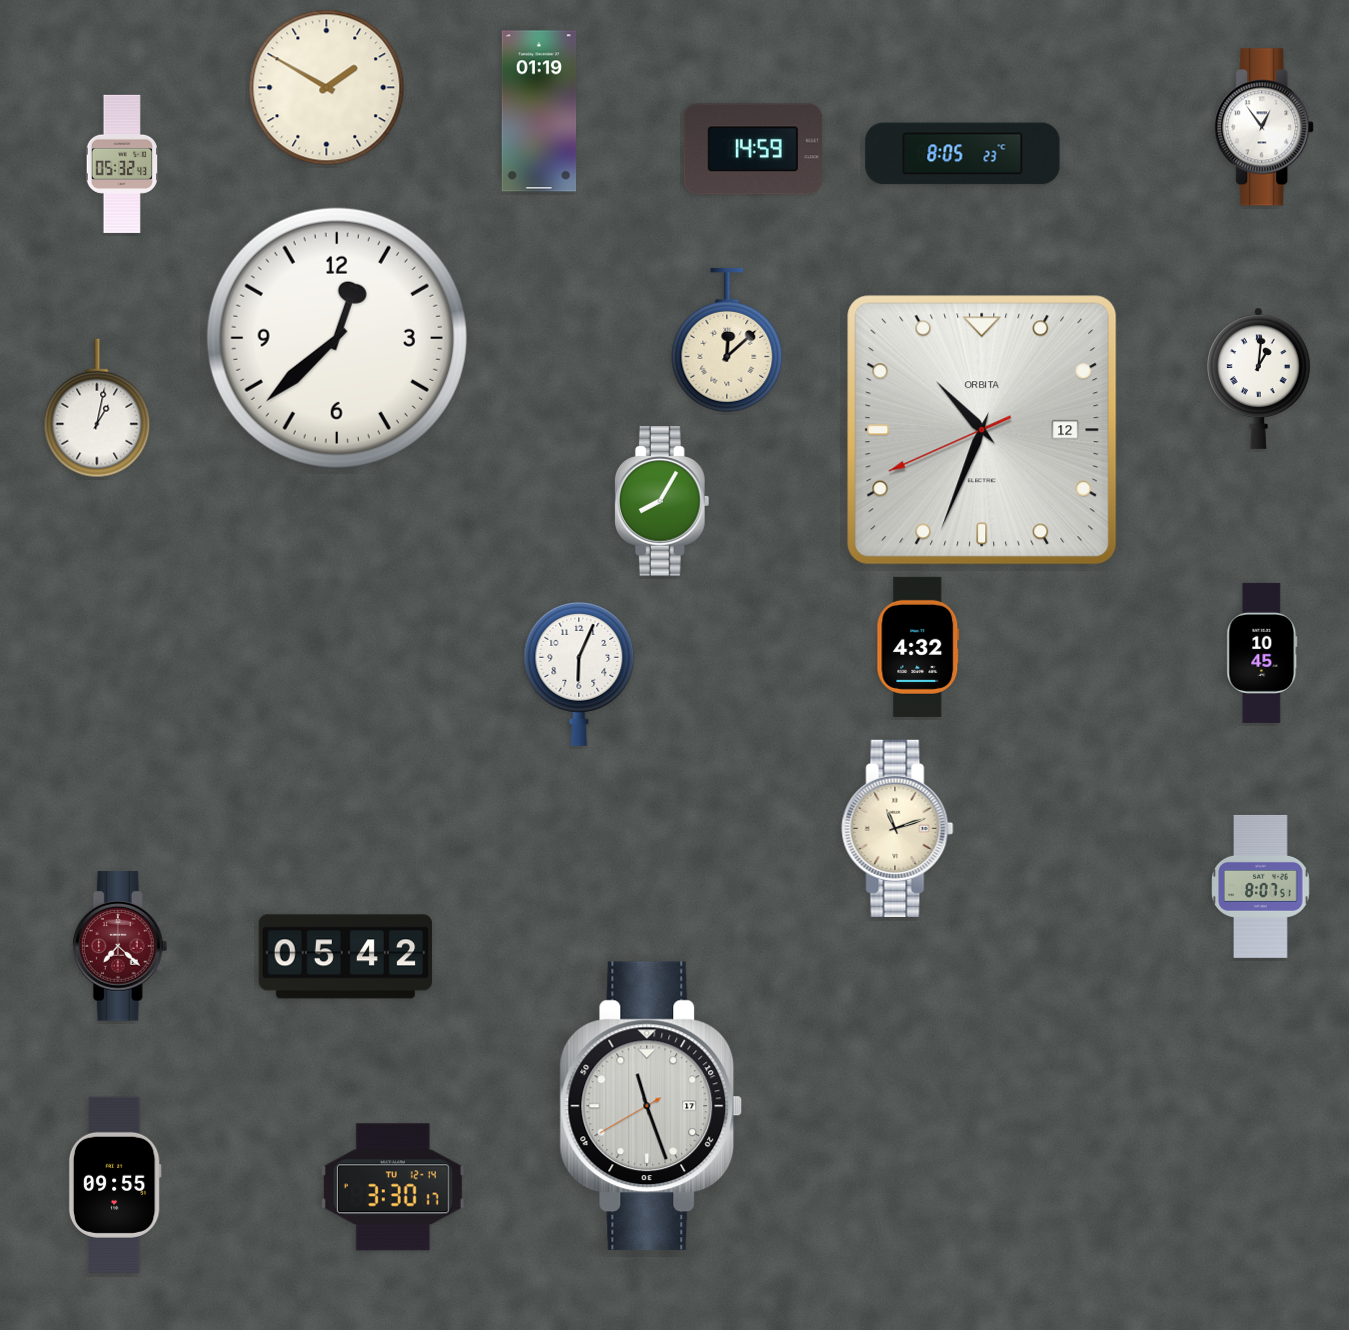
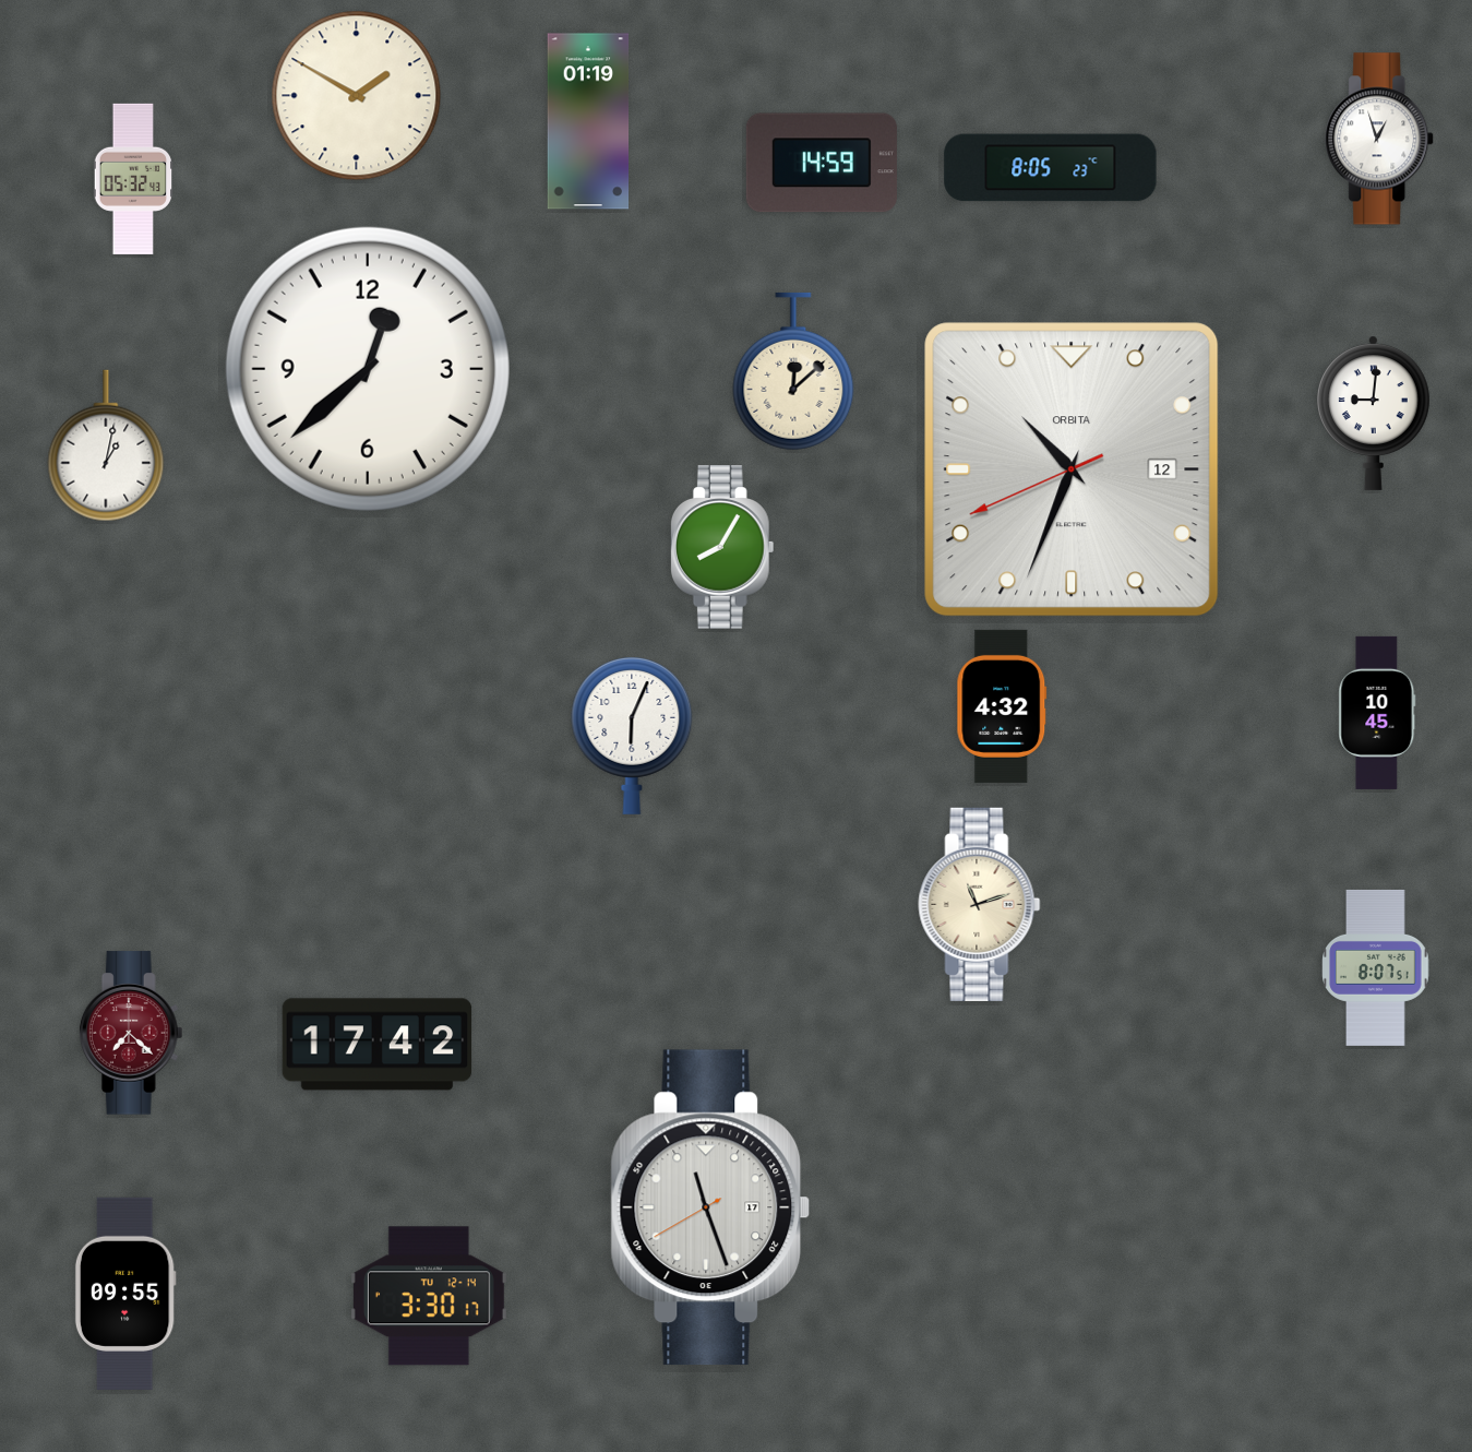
clock at (1265, 127): 12:54 -> 12:57
clock at (1259, 378): 1:01 -> 9:01
clock at (346, 957): 05:42 -> 17:42
